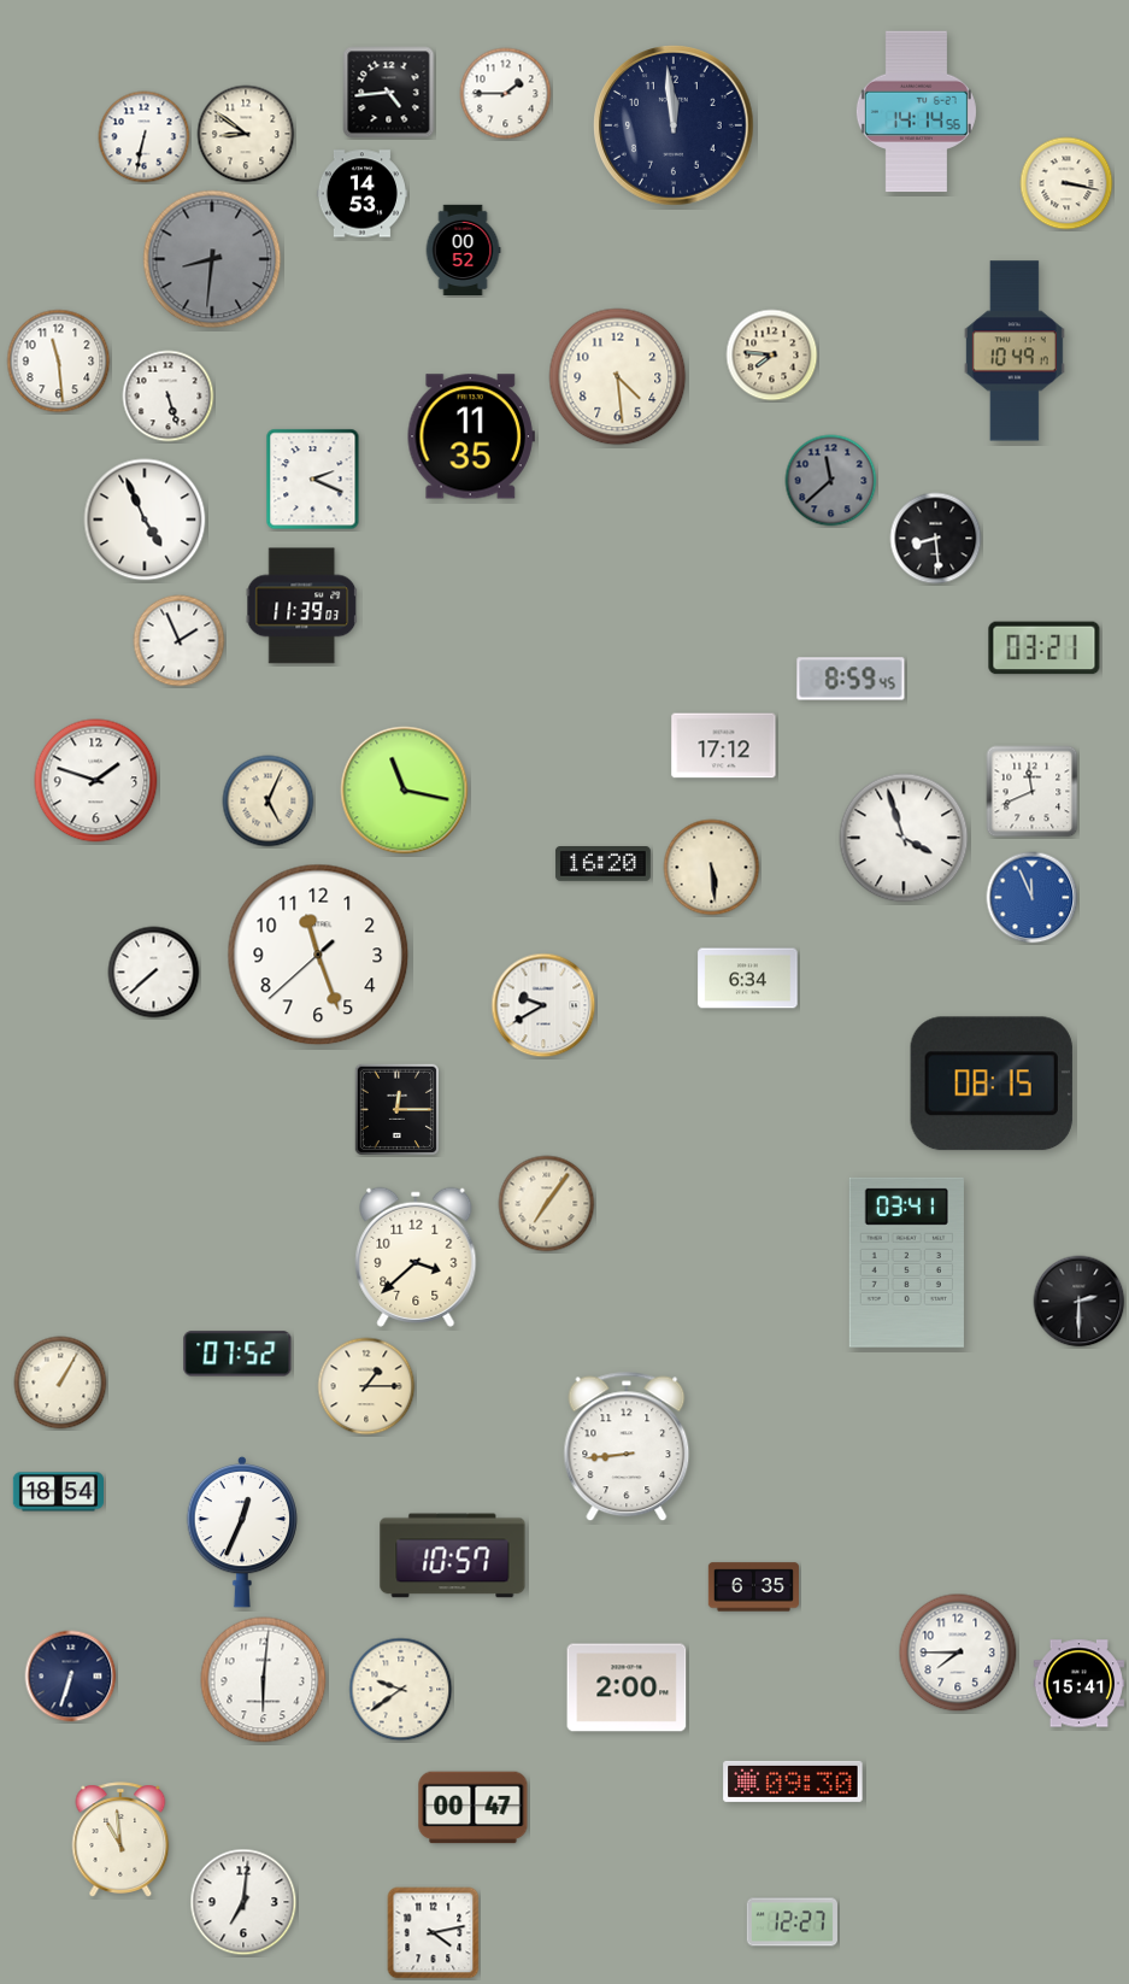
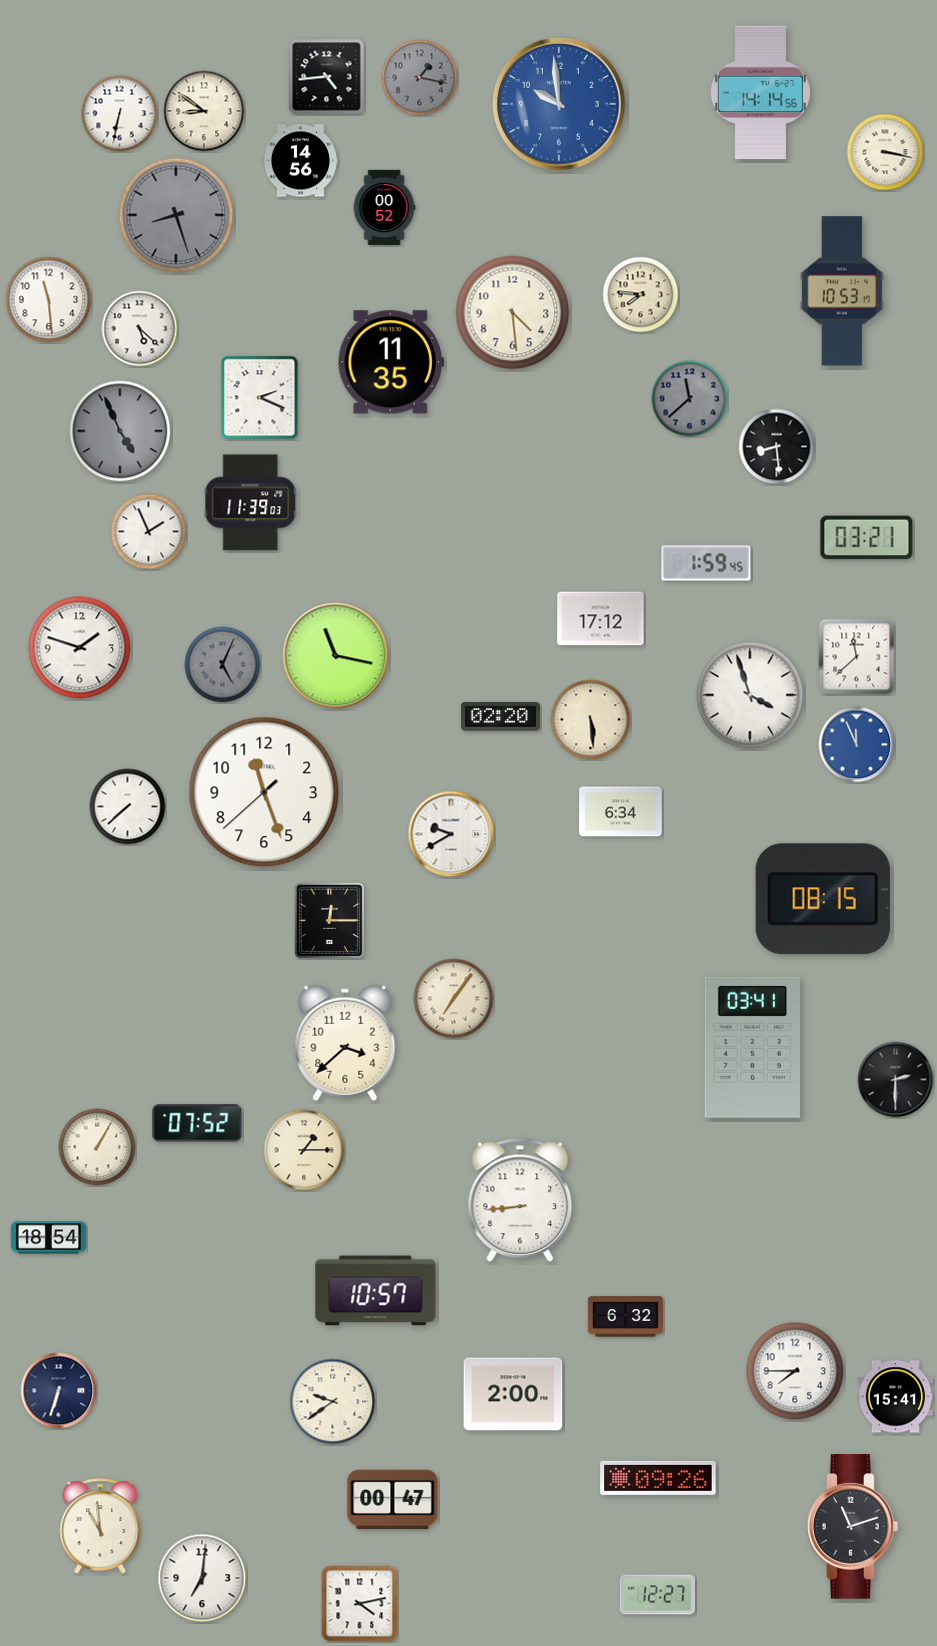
clock at (389, 93) position: (389, 93) -> (327, 77)
clock at (506, 94): 1:45 -> 1:17
clock at (506, 94) dial: white -> grey
clock at (674, 125): 11:59 -> 9:59
clock at (674, 125) dial: navy -> blue
clock at (361, 194): 14:53 -> 14:56
clock at (212, 259): 8:31 -> 8:27
clock at (1015, 351): 10:49 -> 10:53
clock at (169, 397): 5:27 -> 5:22
clock at (145, 520) dial: white -> grey
clock at (851, 679): 8:59 -> 1:59
clock at (1033, 792): 11:41 -> 11:38
clock at (269, 802) dial: cream -> grey
clock at (602, 864): 16:20 -> 02:20
clock at (60, 1383) position: (60, 1383) -> (97, 1147)
clock at (242, 1532): 12:34 -> none
clock at (753, 1587): 6:35 -> 6:32
clock at (264, 1680): 6:01 -> none
clock at (627, 1687) position: (627, 1687) -> (513, 1394)
clock at (793, 1782): 09:30 -> 09:26
clock at (853, 1527): none -> 11:12
